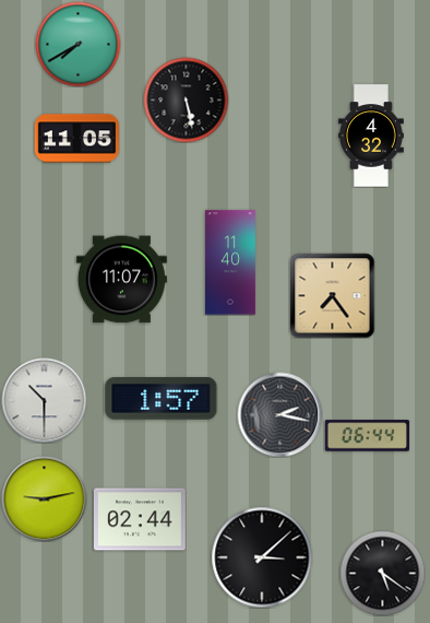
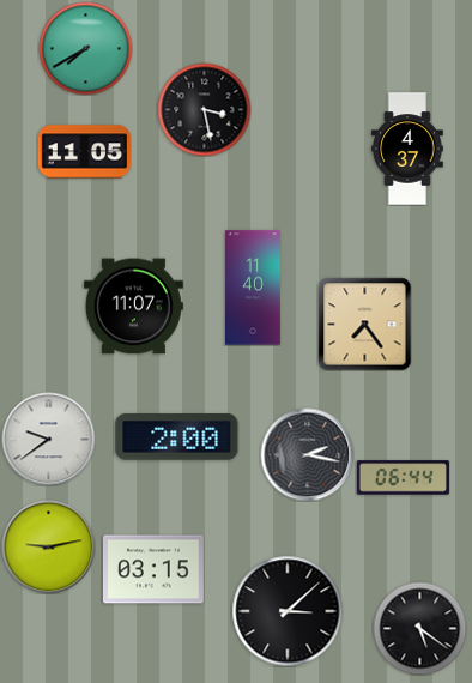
clock at (186, 99): 5:28 -> 3:28
clock at (371, 136): 4:32 -> 4:37
clock at (162, 399): 1:57 -> 2:00
clock at (44, 400): 10:30 -> 9:39
clock at (140, 519): 02:44 -> 03:15
